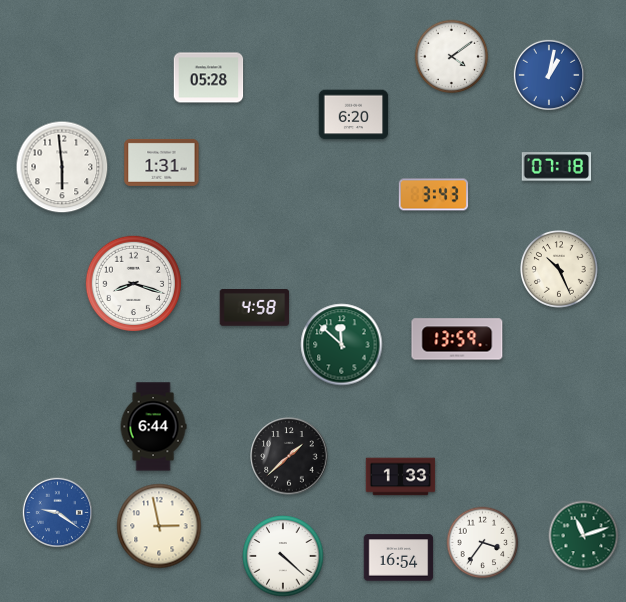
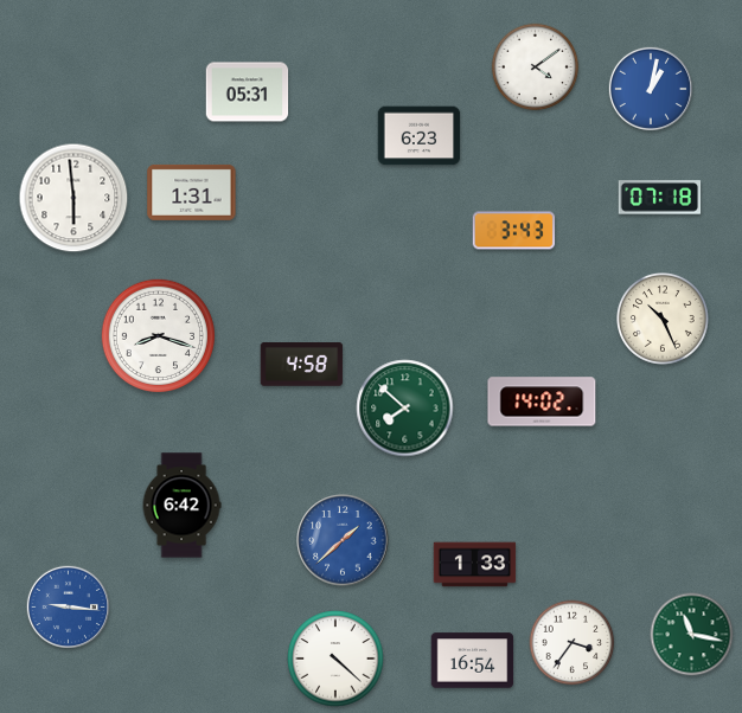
clock at (209, 78): 05:28 -> 05:31
clock at (354, 115): 6:20 -> 6:23
clock at (457, 339): 13:59 -> 14:02
clock at (342, 345): 11:52 -> 7:52
clock at (153, 427): 6:44 -> 6:42
clock at (289, 456) dial: black -> blue
clock at (57, 512): 9:21 -> 9:16
clock at (159, 526): 2:58 -> none
clock at (584, 536): 11:12 -> 11:17
